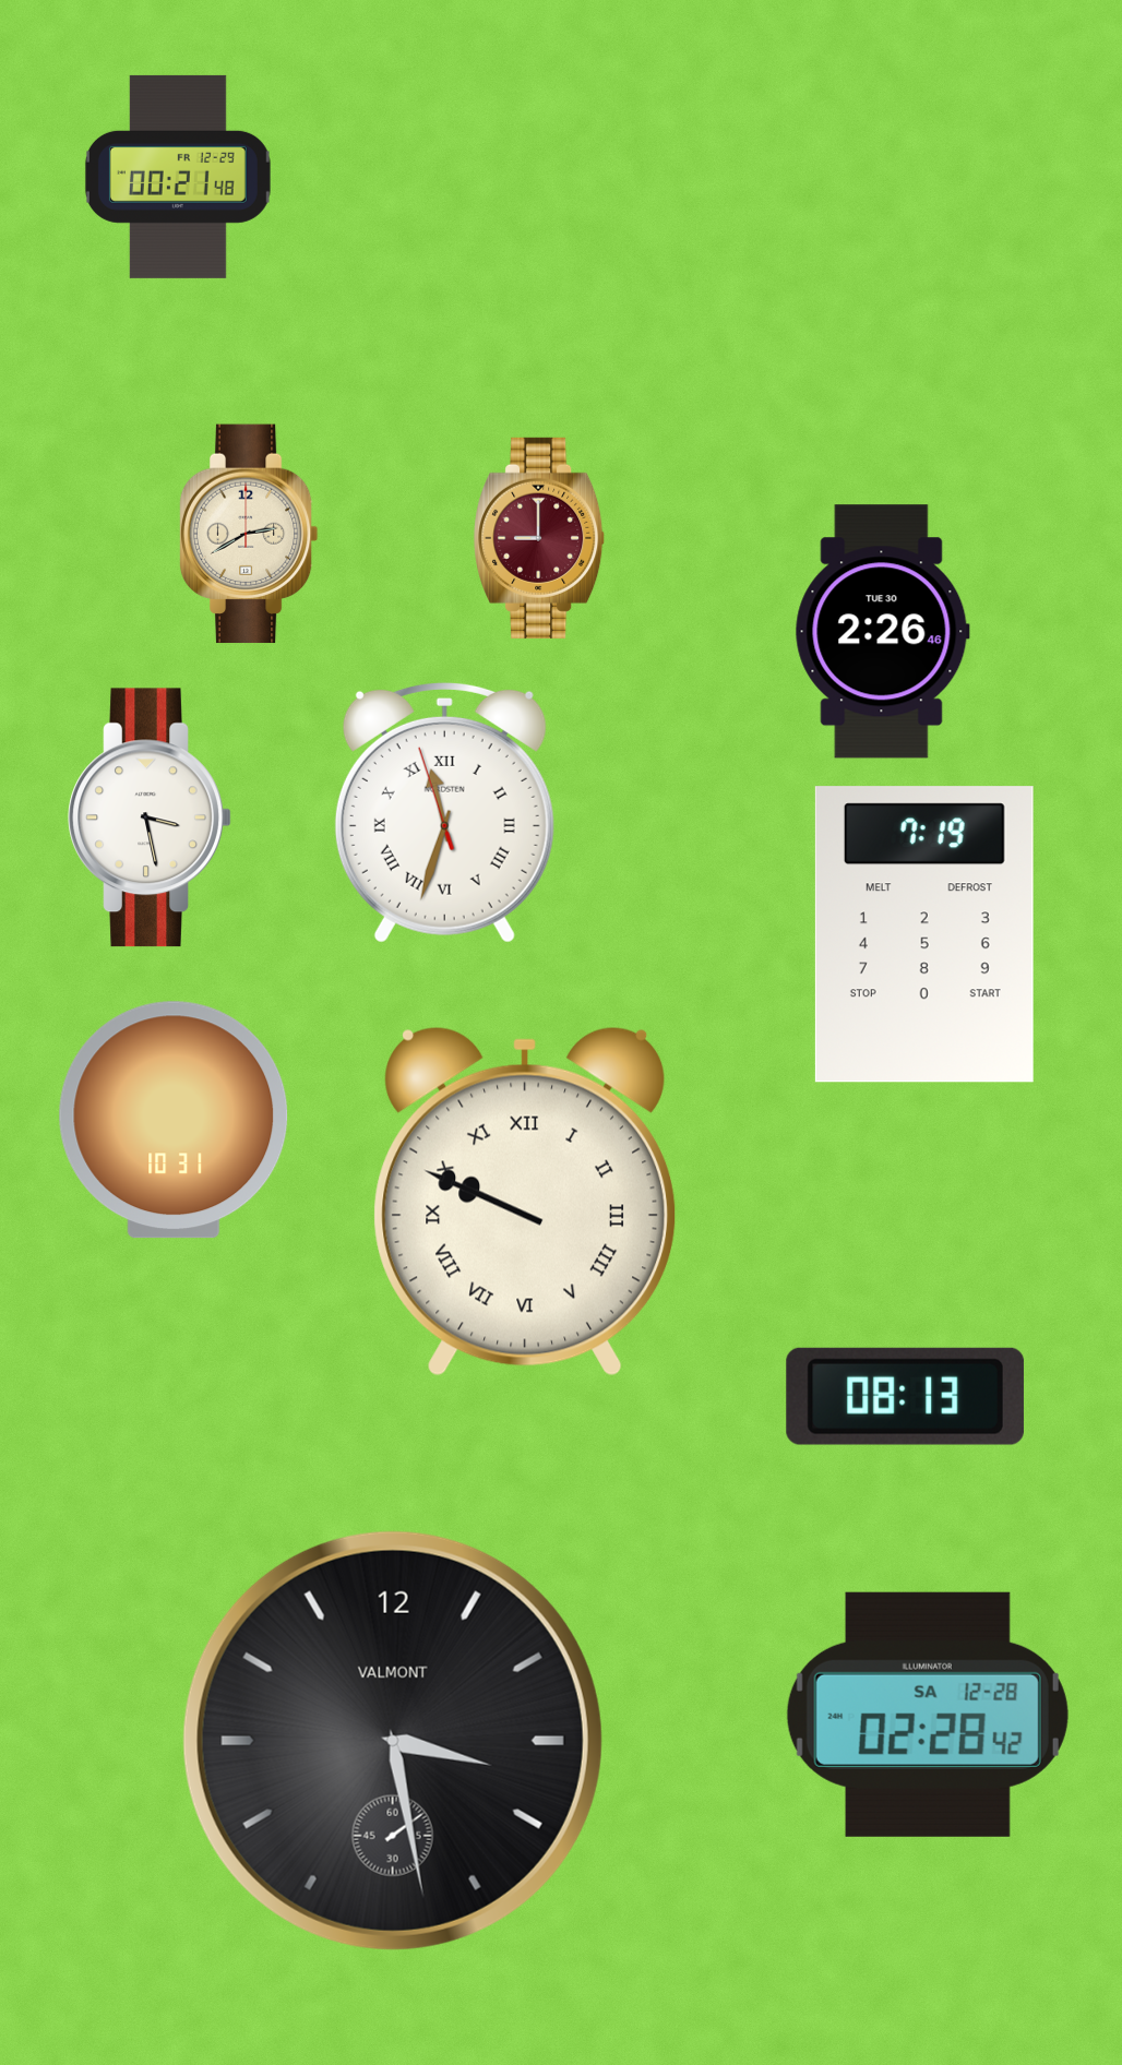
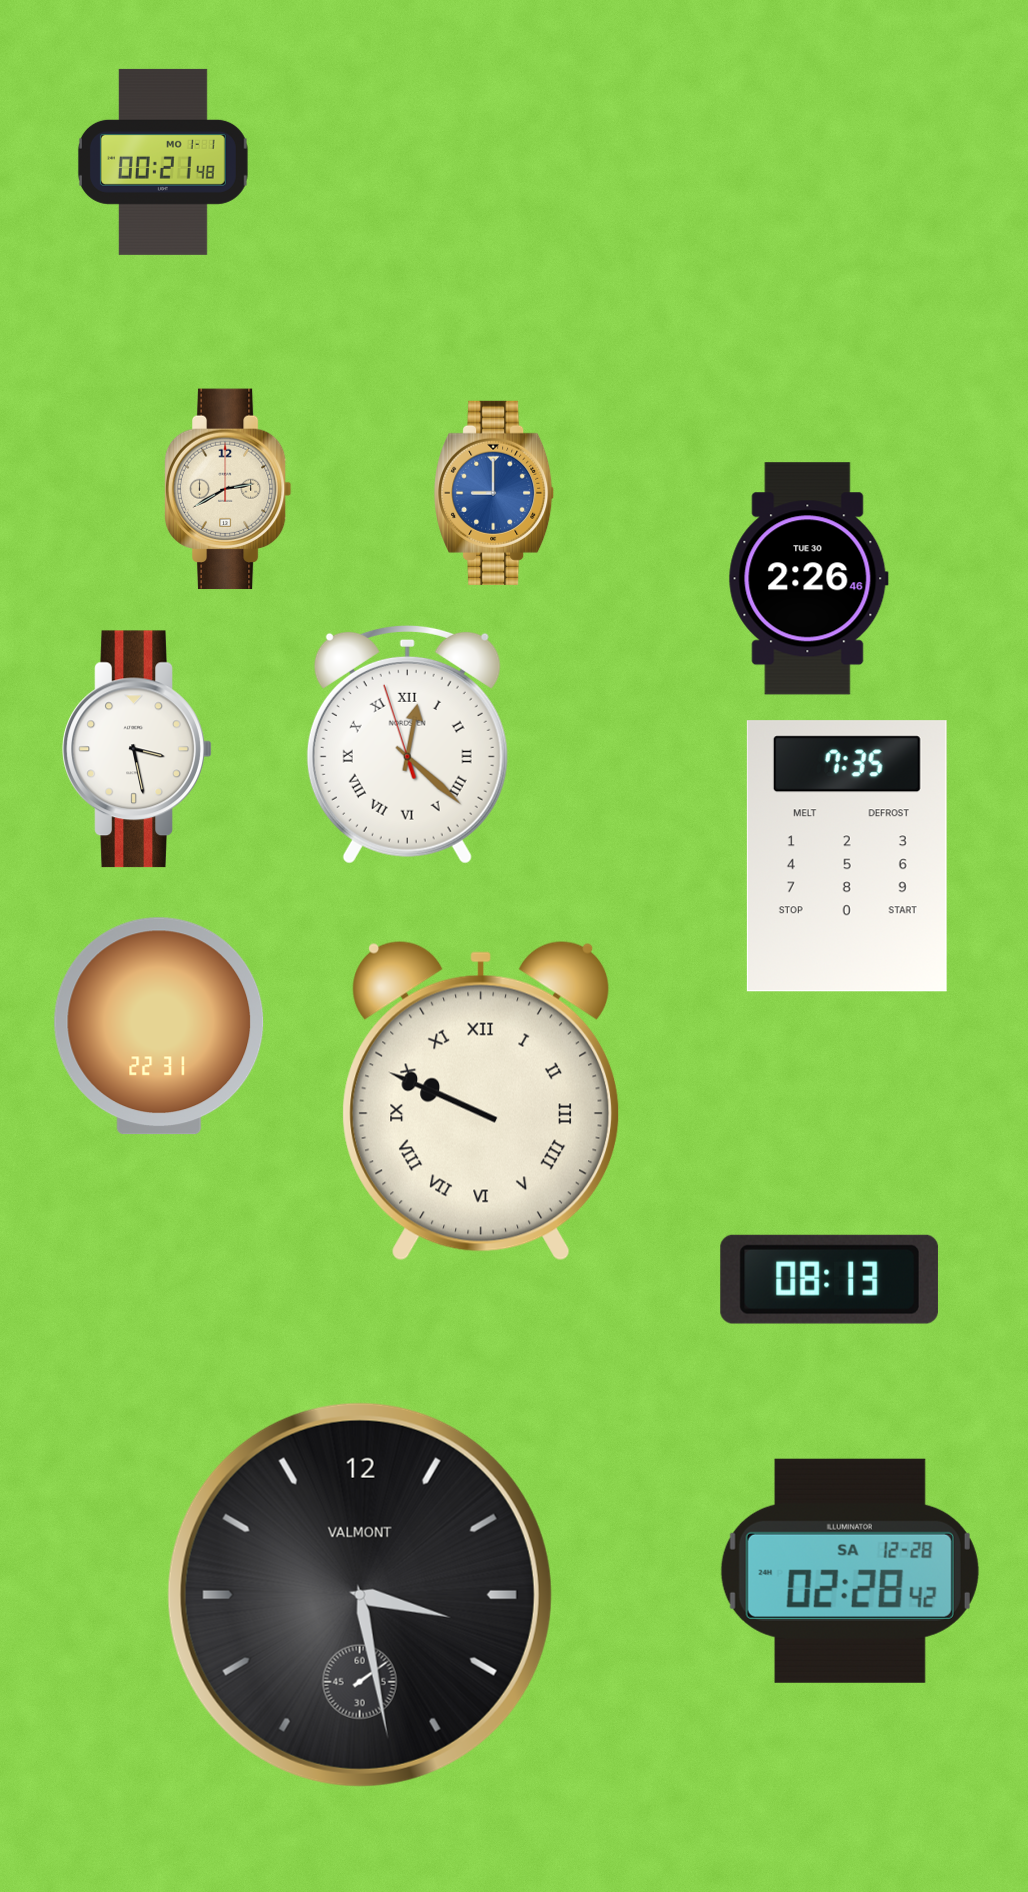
clock at (178, 177) date: FR 12-29 -> MO 1-1
clock at (540, 538) dial: burgundy -> blue
clock at (444, 812): 11:32 -> 12:21
clock at (924, 934): 7:19 -> 7:35
clock at (174, 1120): 10:31 -> 22:31
